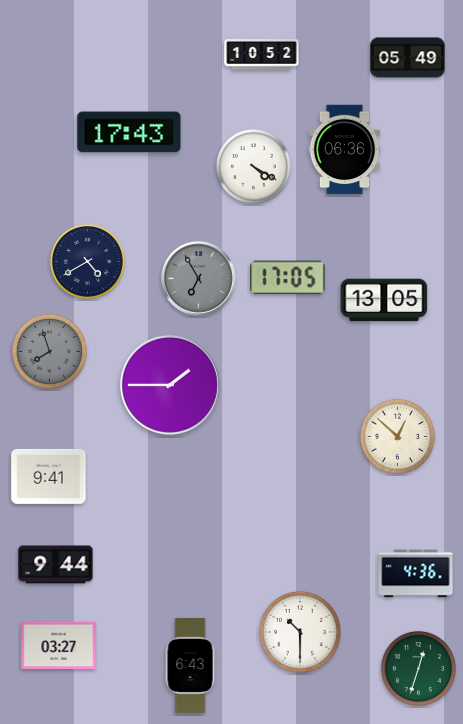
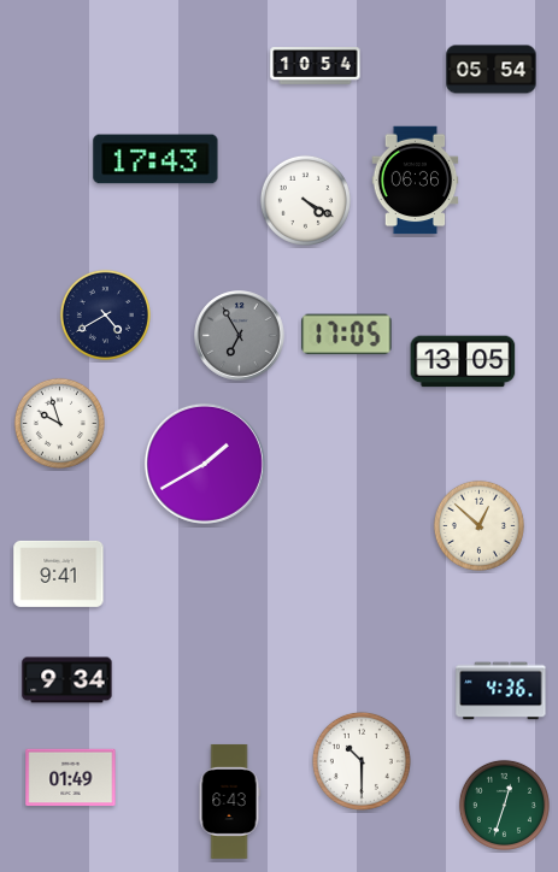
clock at (262, 55): 10:52 -> 10:54
clock at (408, 58): 05:49 -> 05:54
clock at (49, 351): 7:57 -> 9:57
clock at (49, 351) dial: grey -> white
clock at (170, 385): 1:45 -> 1:40
clock at (56, 565): 9:44 -> 9:34
clock at (59, 646): 03:27 -> 01:49
